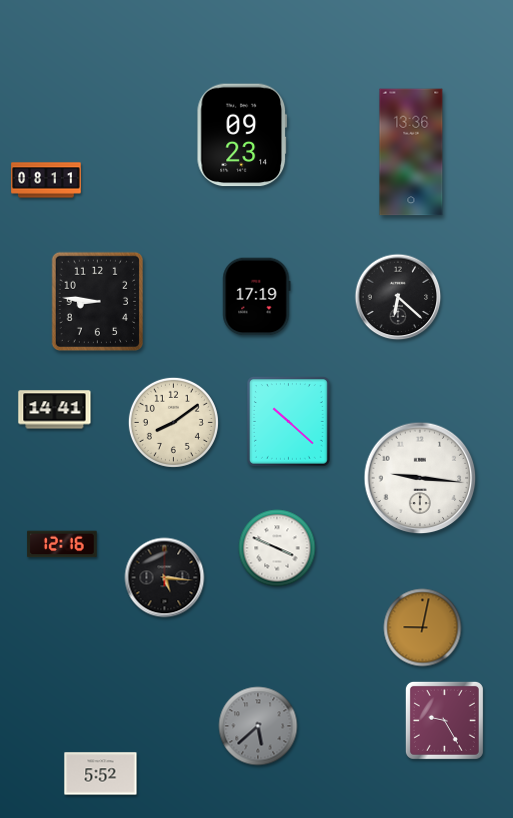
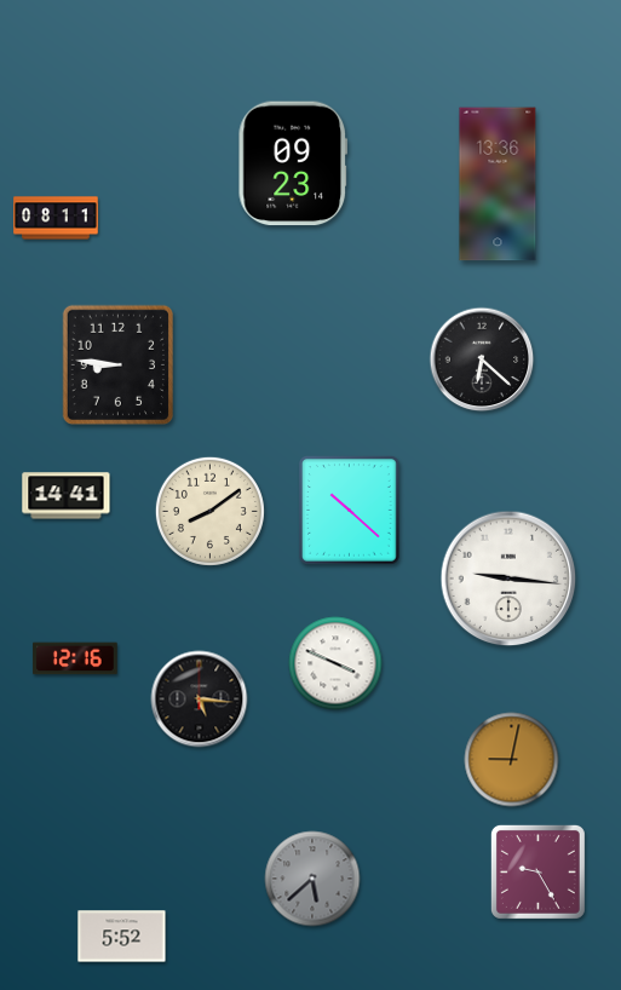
clock at (257, 297): 17:19 -> none
